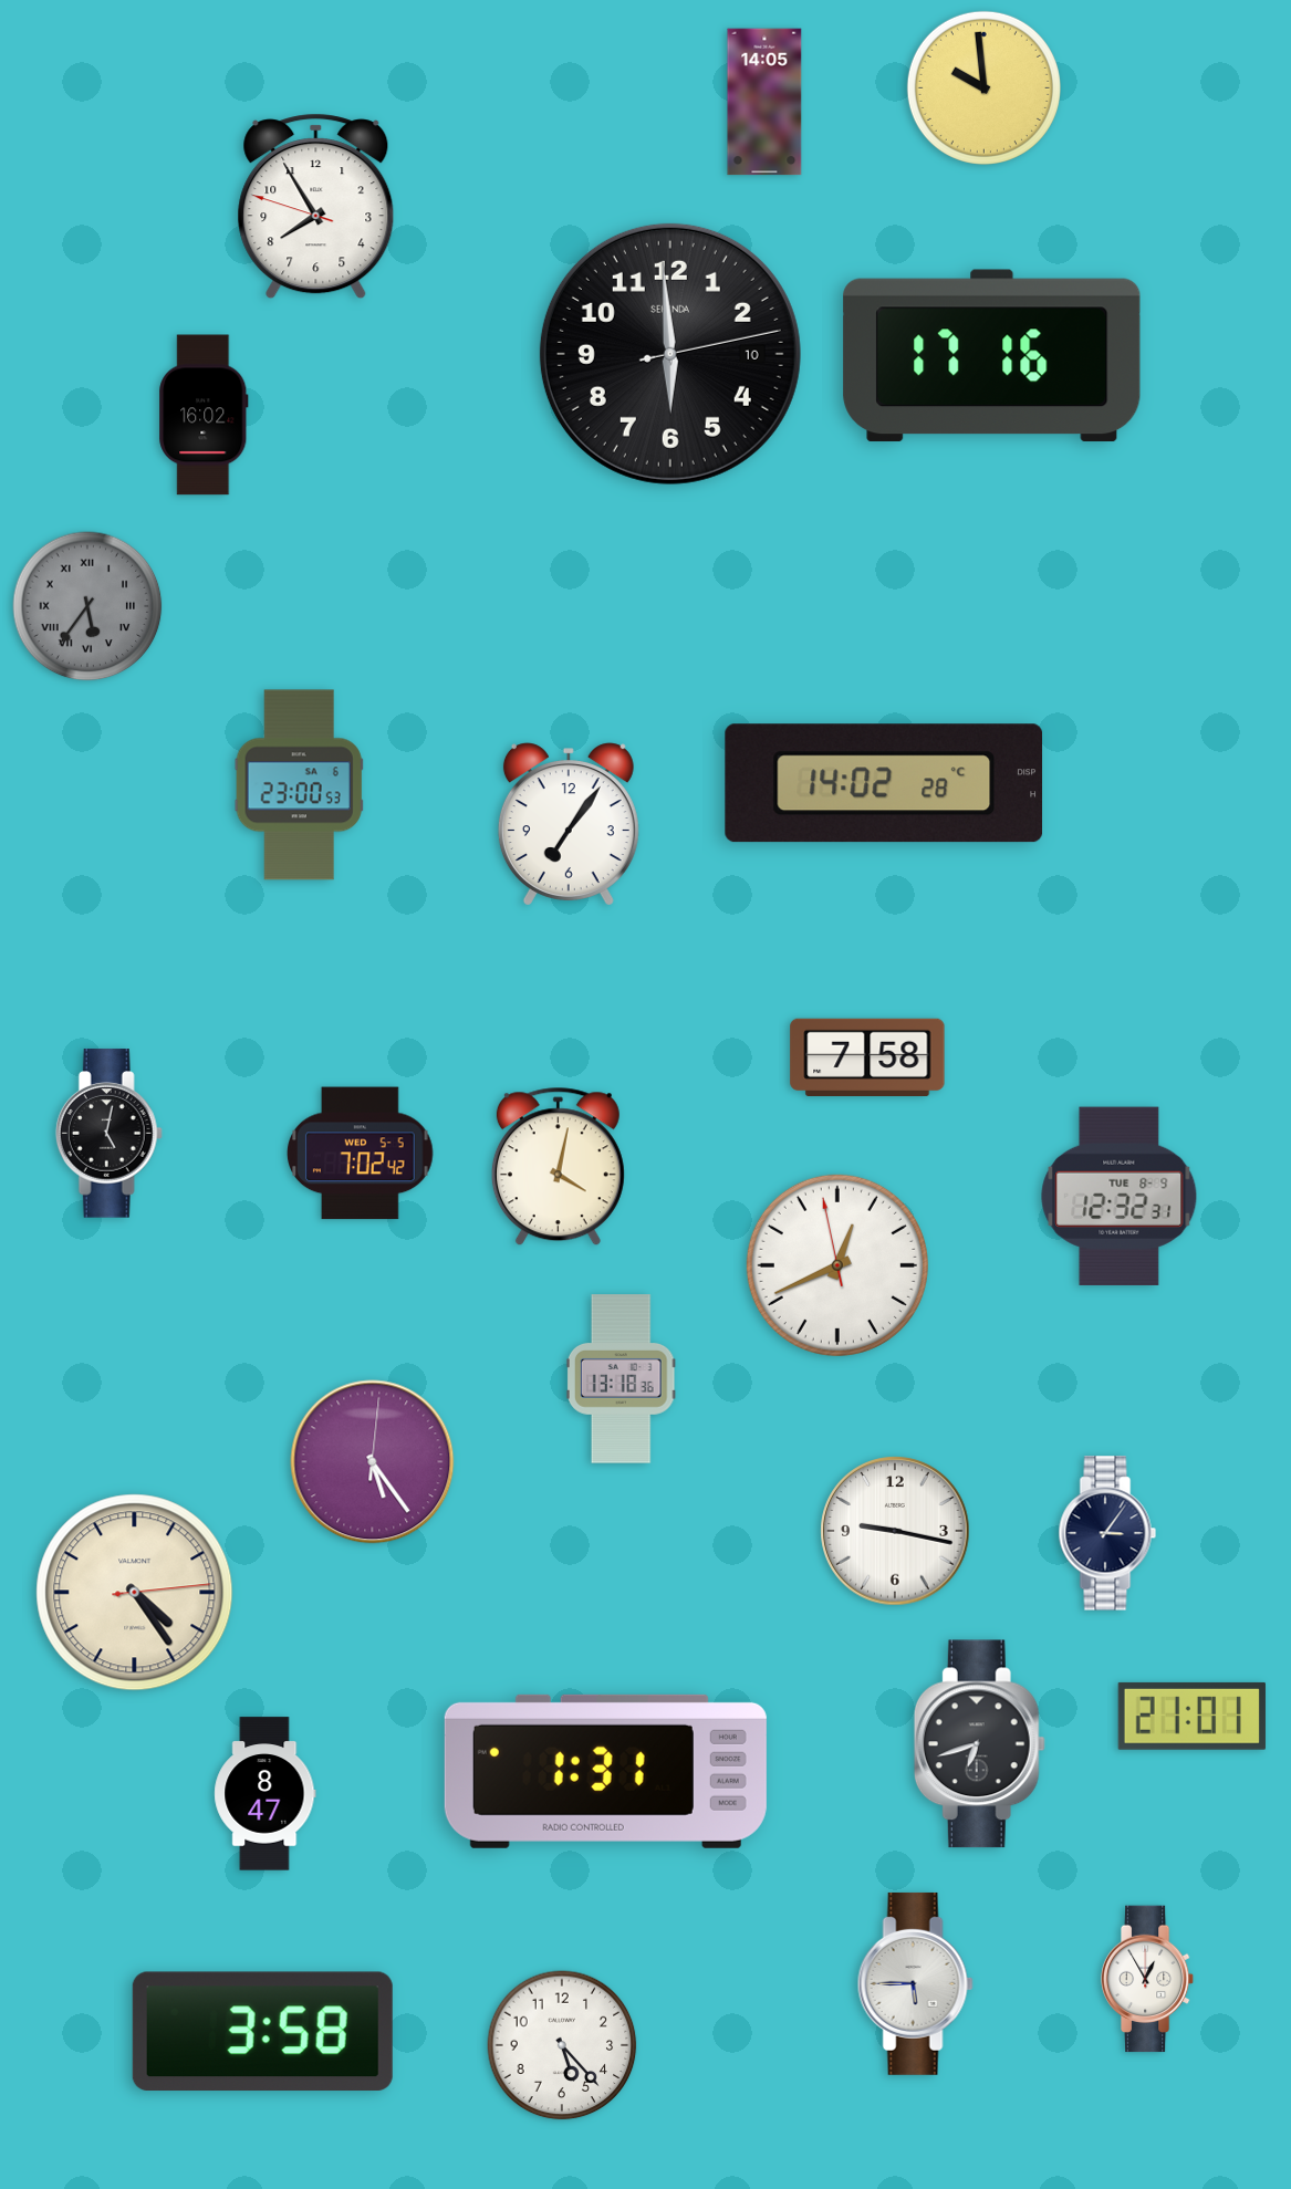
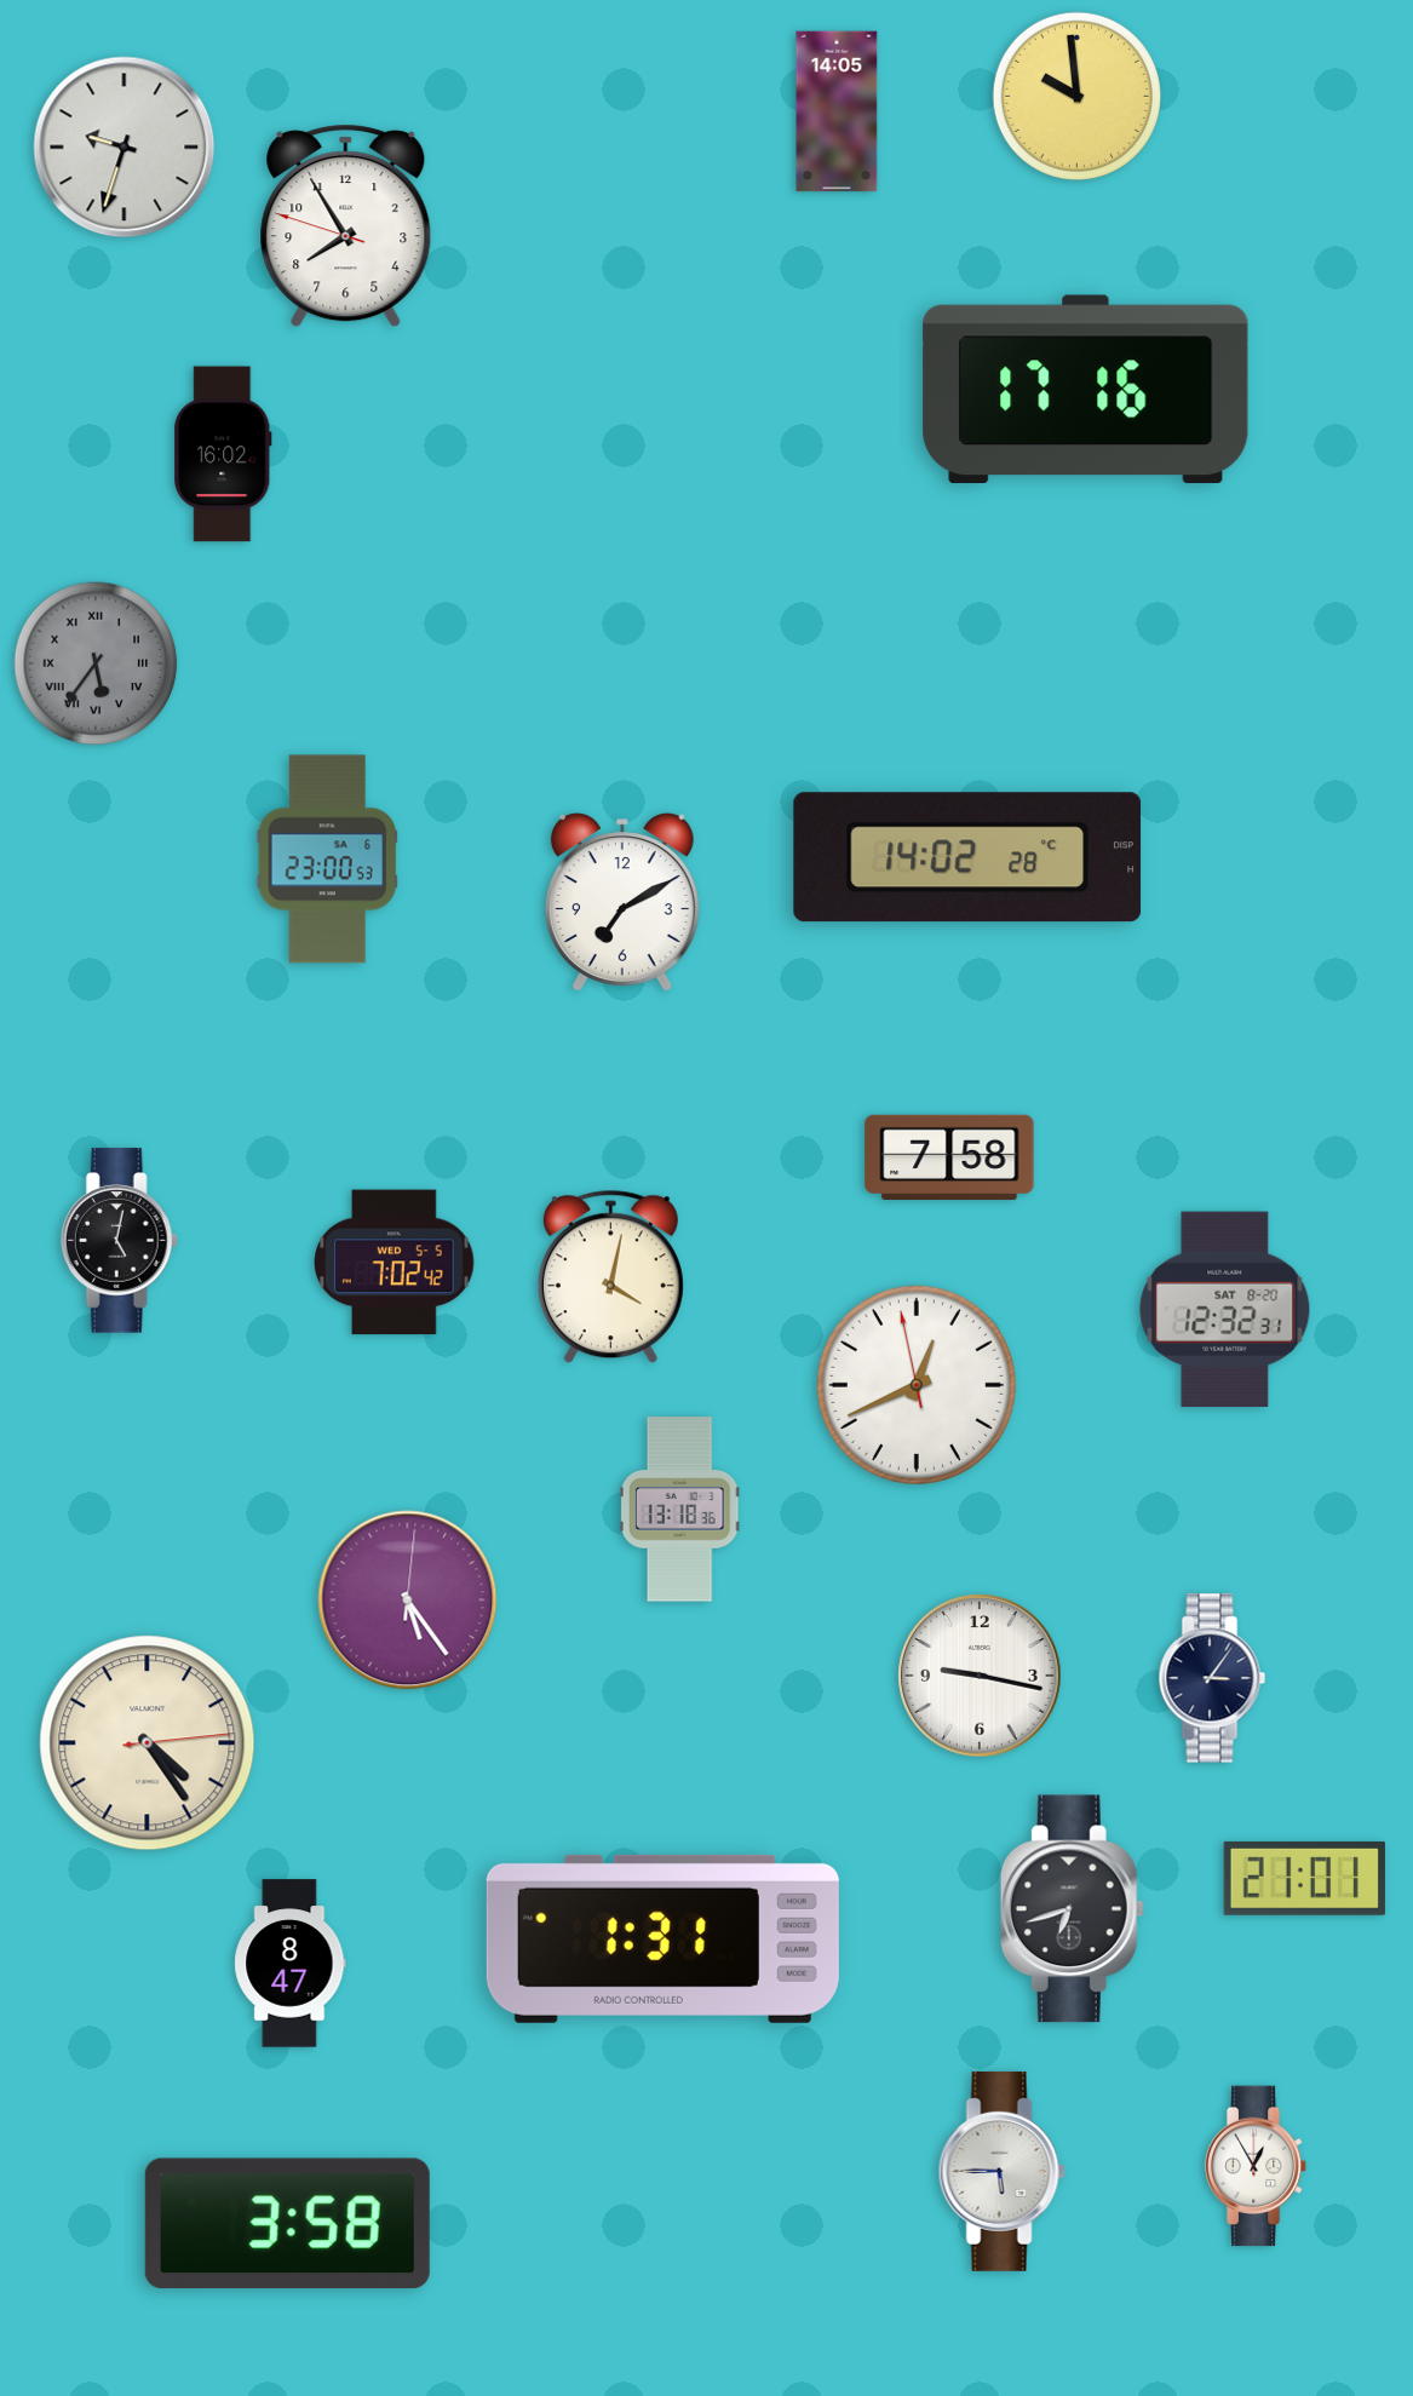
clock at (125, 148): none -> 9:33
clock at (670, 354): 5:59 -> none
clock at (569, 824): 7:06 -> 7:10
clock at (1120, 1196) date: TUE 8-9 -> SAT 8-20
clock at (562, 2045): 5:23 -> none
